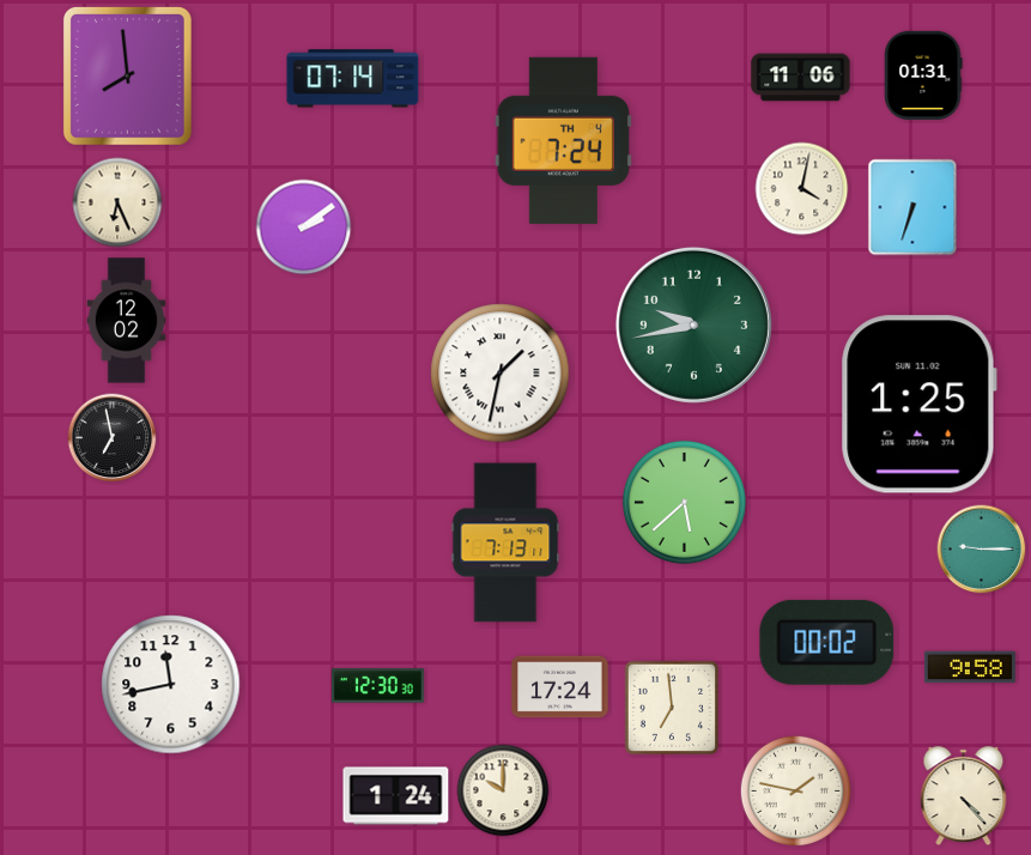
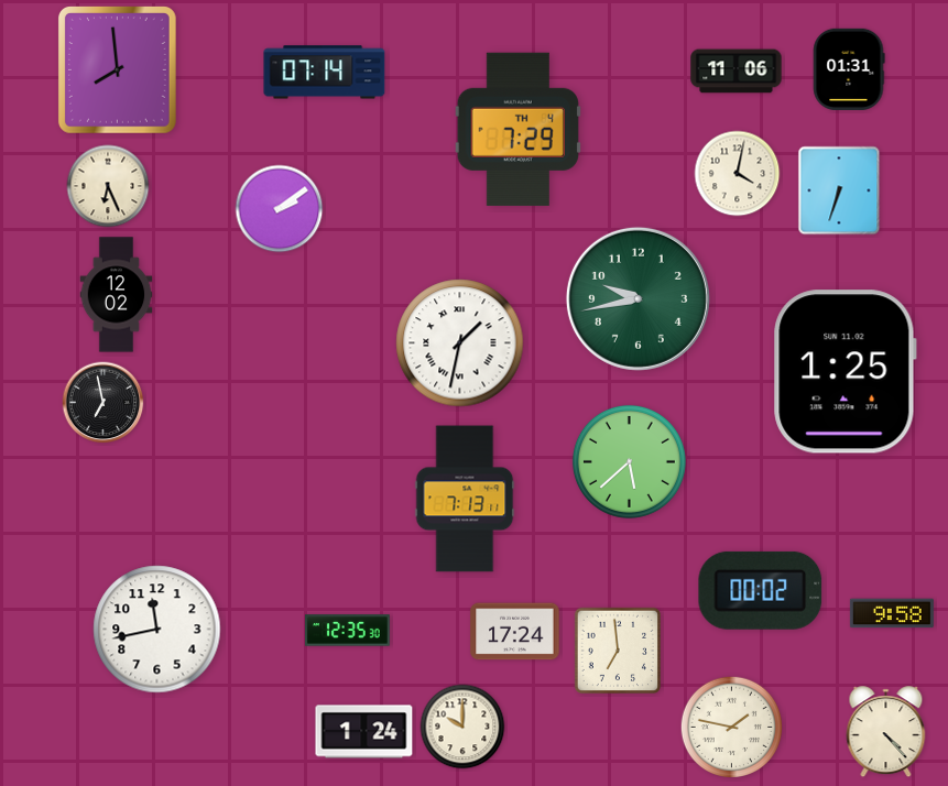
clock at (563, 140): 7:24 -> 7:29
clock at (982, 550): 9:15 -> none
clock at (377, 686): 12:30 -> 12:35
